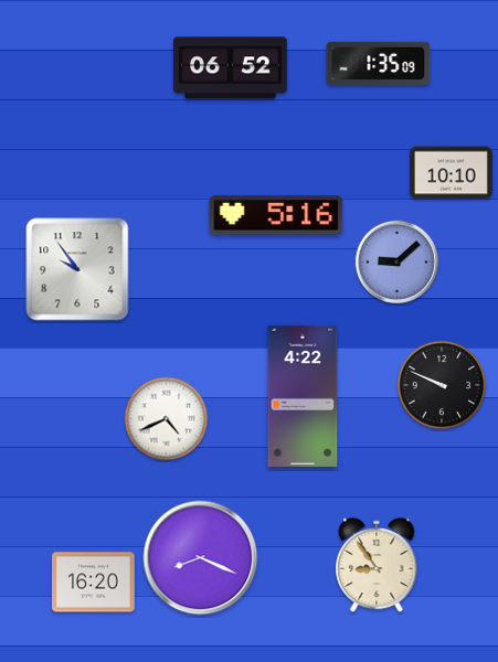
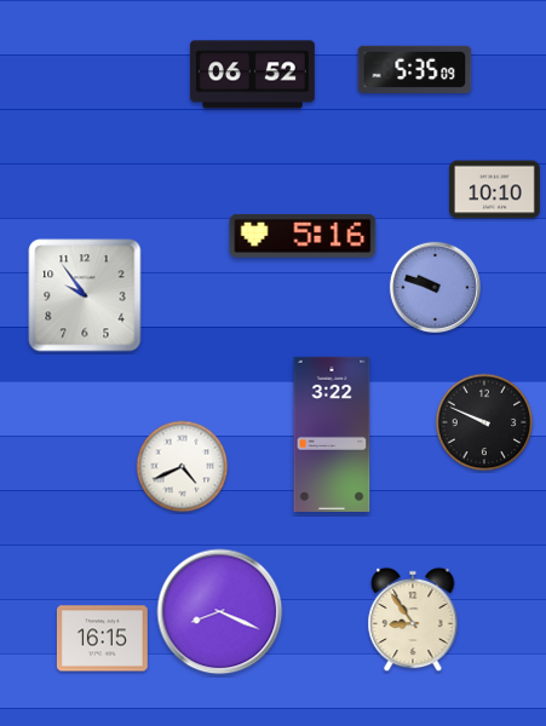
clock at (379, 63): 1:35 -> 5:35
clock at (396, 261): 9:08 -> 9:48
clock at (303, 396): 4:22 -> 3:22
clock at (167, 419) position: (167, 419) -> (183, 467)
clock at (94, 583): 16:20 -> 16:15
